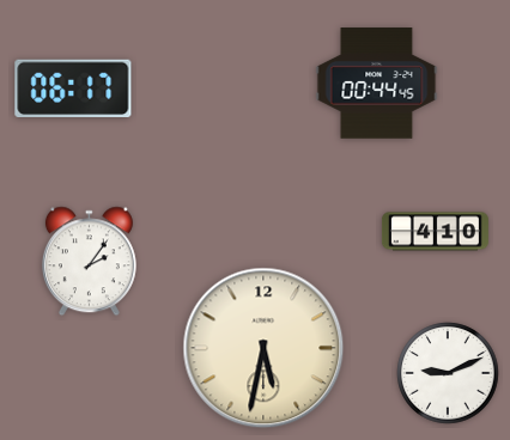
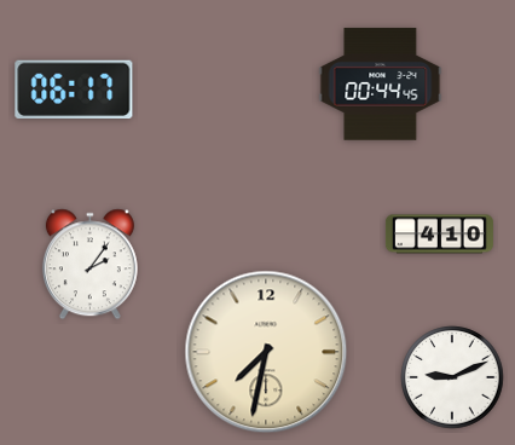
clock at (263, 348): 5:32 -> 7:32
